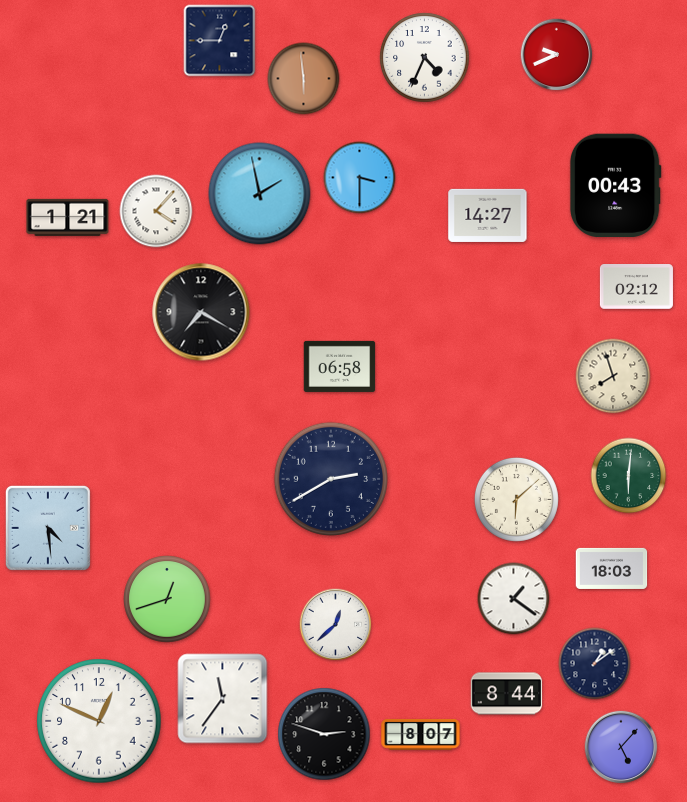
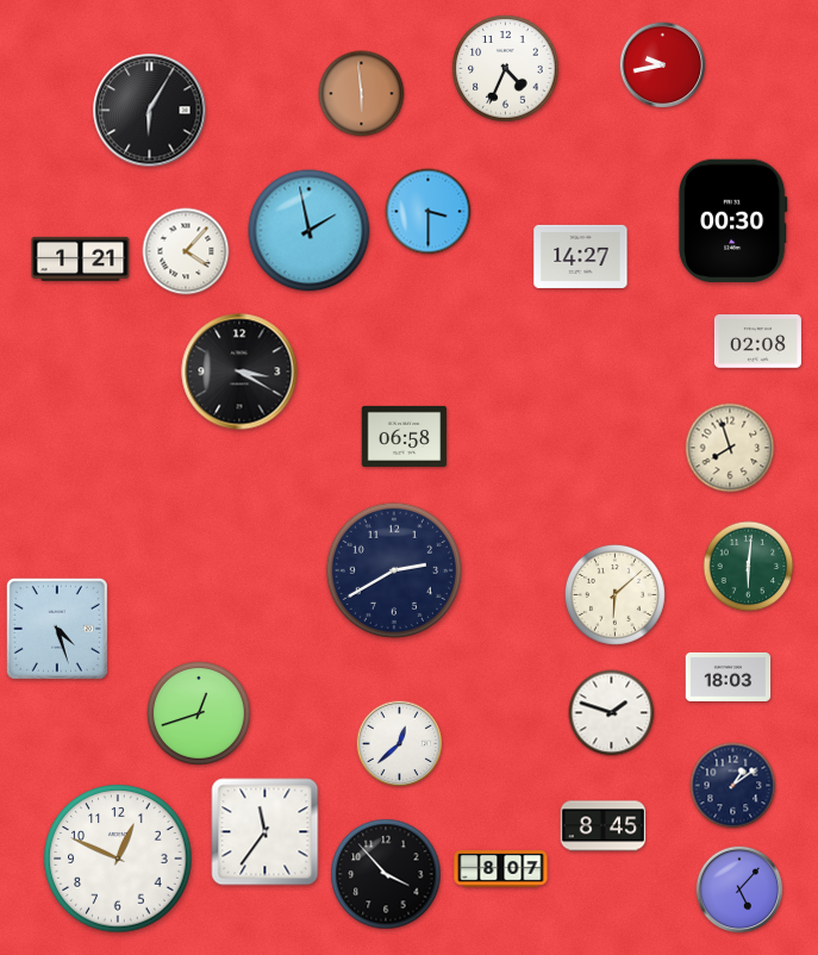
clock at (220, 41): 12:45 -> none
clock at (557, 55): 9:41 -> 9:43
clock at (150, 111): none -> 6:05
clock at (615, 186): 00:43 -> 00:30
clock at (636, 287): 02:12 -> 02:08
clock at (201, 312): 7:20 -> 3:20
clock at (48, 528): 4:29 -> 4:27
clock at (514, 599): 1:21 -> 1:48
clock at (595, 664) position: (595, 664) -> (733, 786)
clock at (507, 694): 8:44 -> 8:45
clock at (324, 734): 2:48 -> 3:53
clock at (421, 735) position: (421, 735) -> (501, 869)
